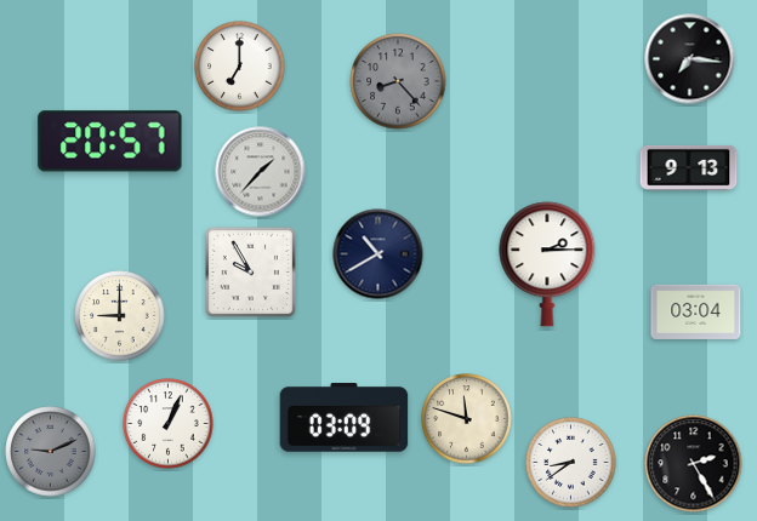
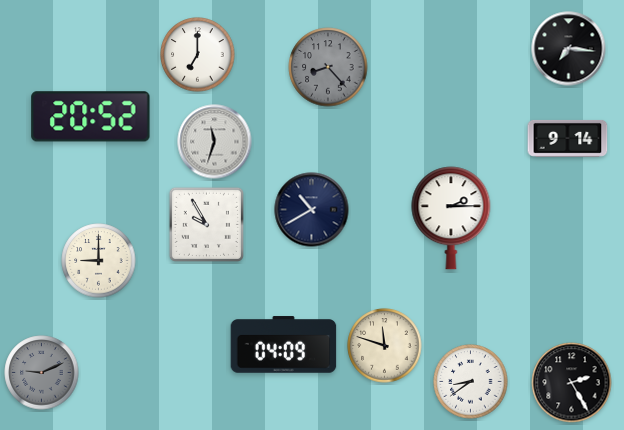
clock at (110, 142): 20:57 -> 20:52
clock at (689, 167): 9:13 -> 9:14
clock at (261, 172): 1:37 -> 11:33
clock at (696, 311): 03:04 -> none
clock at (345, 418): 03:09 -> 04:09
clock at (169, 424): 1:04 -> none
